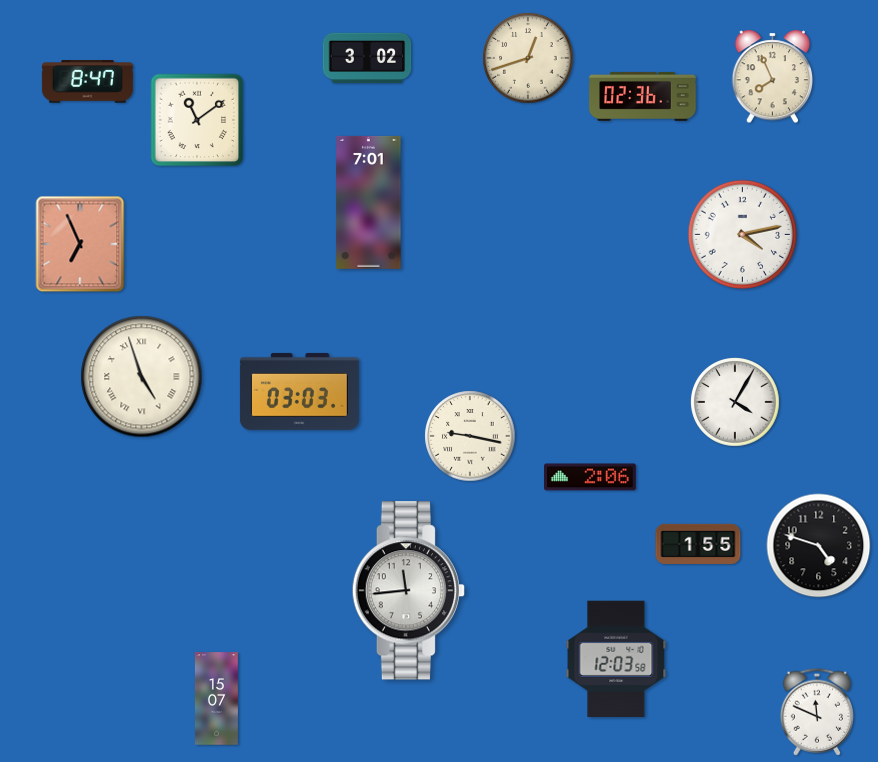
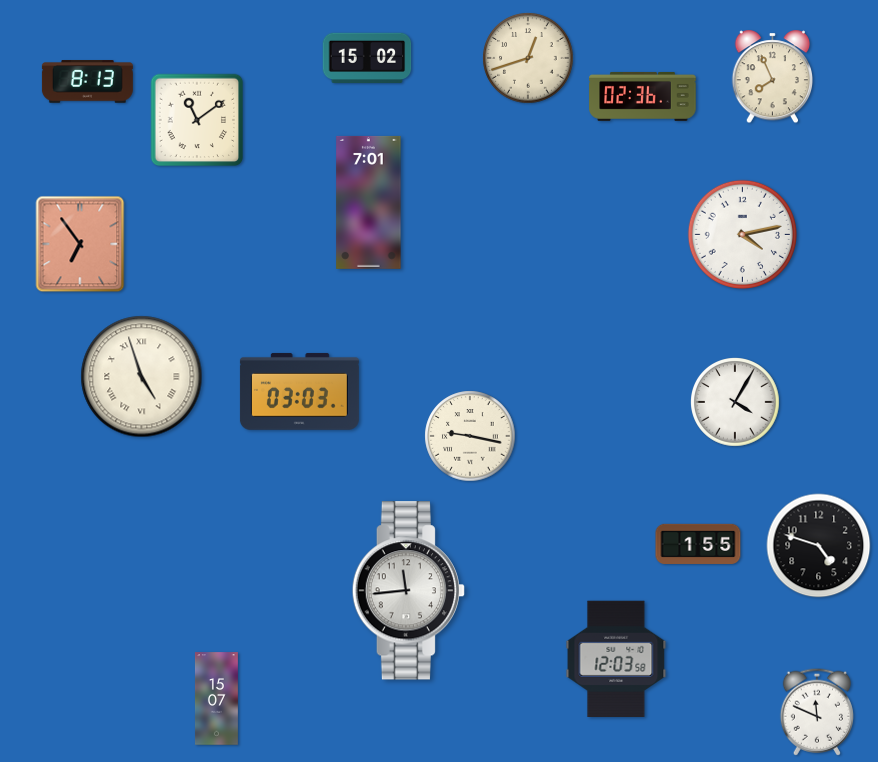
clock at (367, 58): 3:02 -> 15:02
clock at (87, 82): 8:47 -> 8:13
clock at (80, 244): 6:56 -> 6:54
clock at (591, 477): 2:06 -> none
